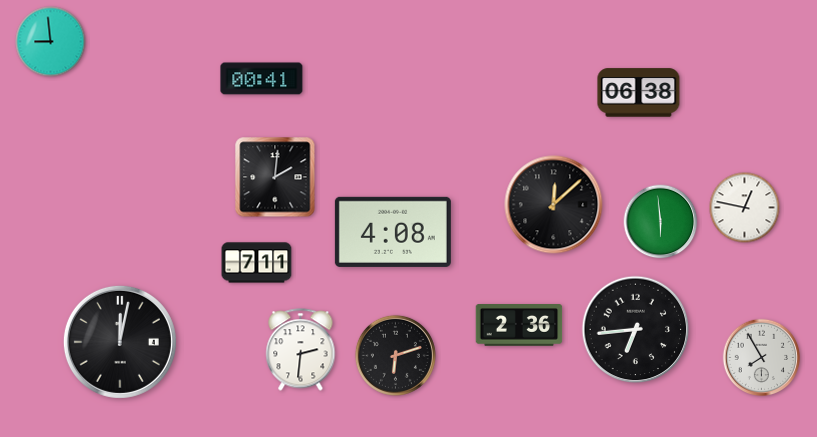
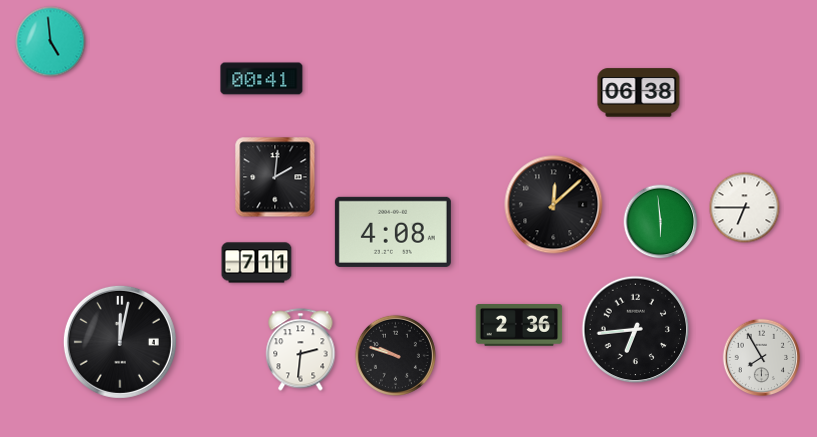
clock at (51, 42): 8:59 -> 4:59
clock at (745, 208): 12:47 -> 6:45
clock at (395, 355): 6:12 -> 9:48
